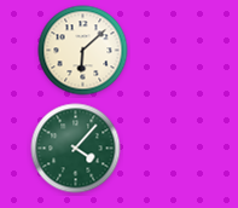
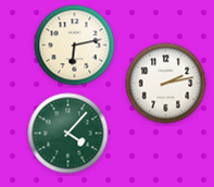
clock at (83, 51): 6:08 -> 6:13
clock at (166, 84): none -> 2:13
